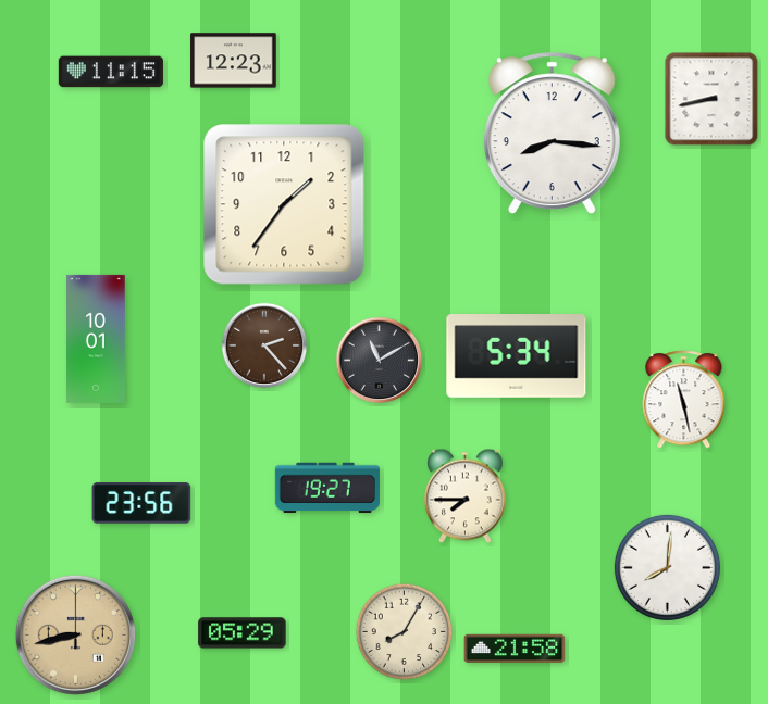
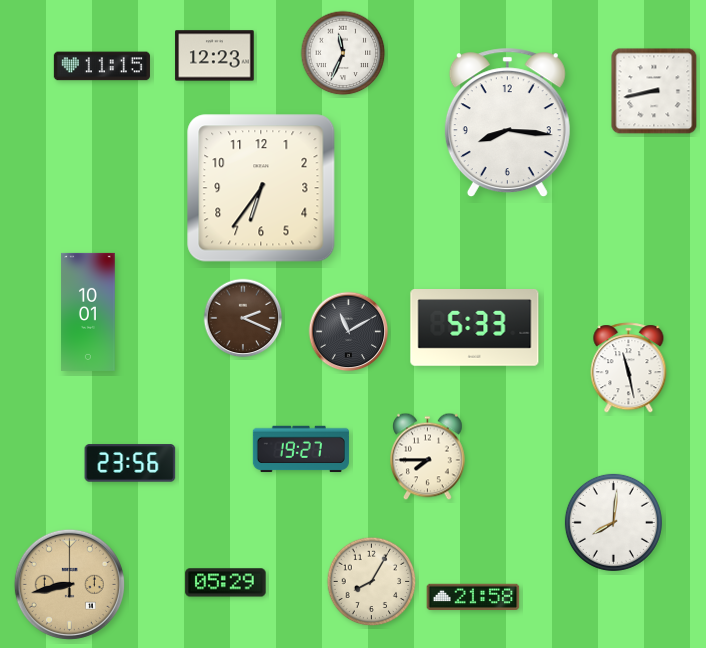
clock at (343, 53): none -> 11:34
clock at (284, 204): 1:36 -> 6:36
clock at (264, 345): 2:23 -> 2:19
clock at (517, 356): 5:34 -> 5:33
clock at (243, 633) position: (243, 633) -> (226, 583)
